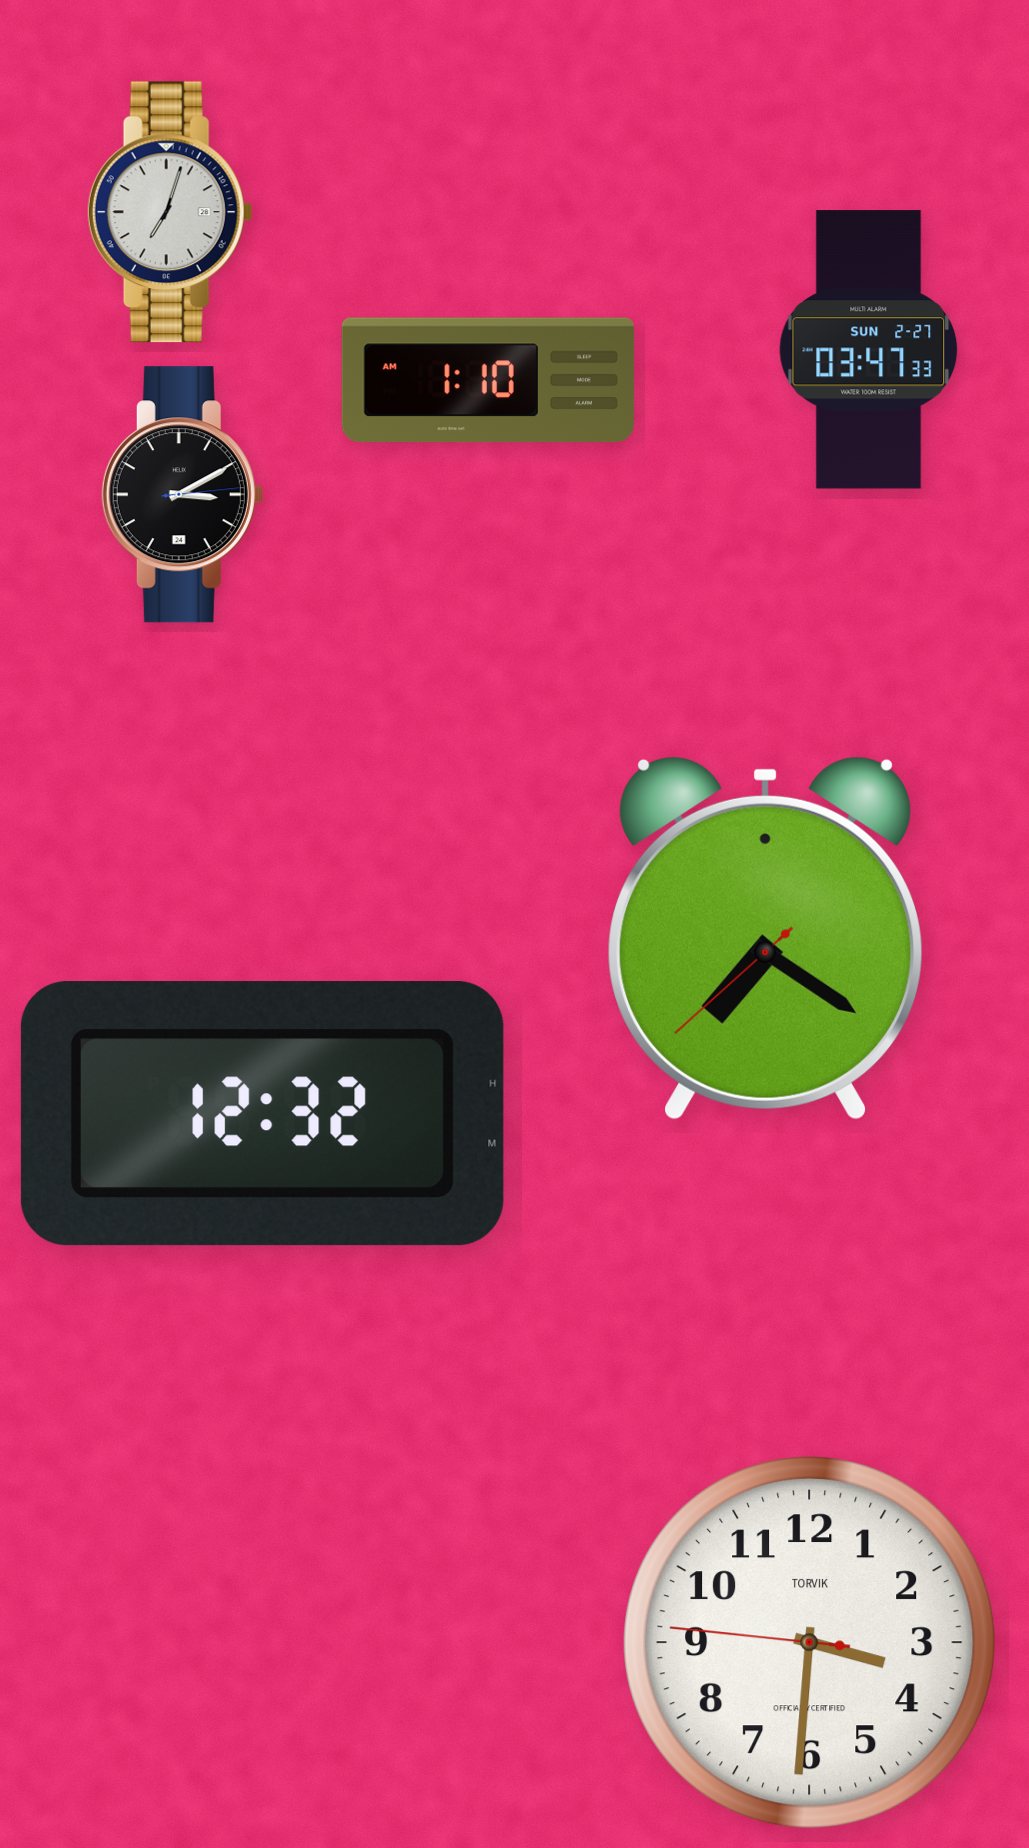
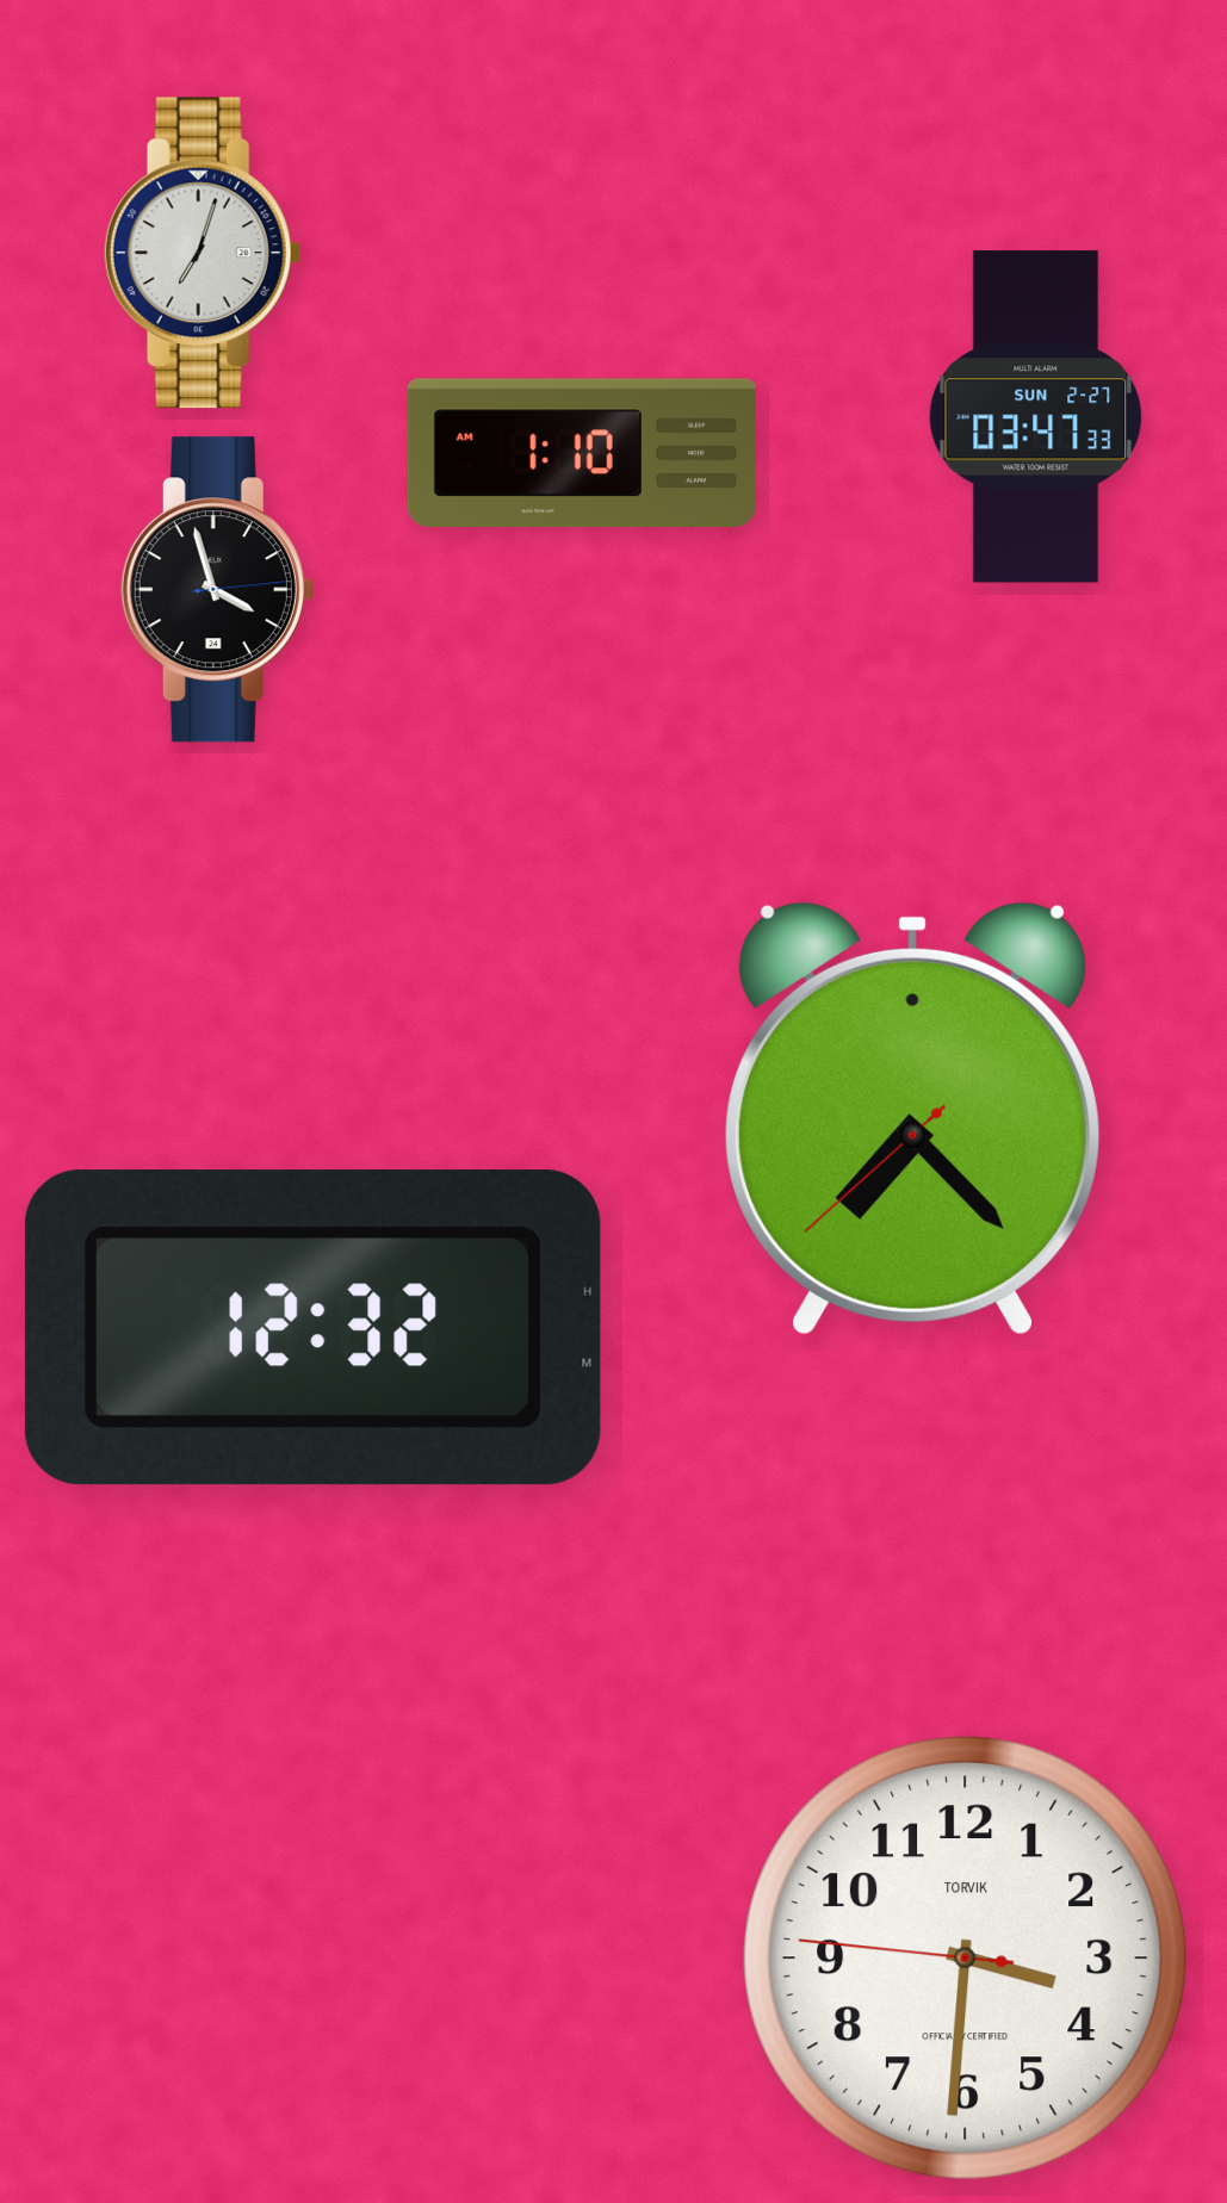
clock at (182, 495): 3:10 -> 3:57
clock at (765, 938): 7:20 -> 7:22
